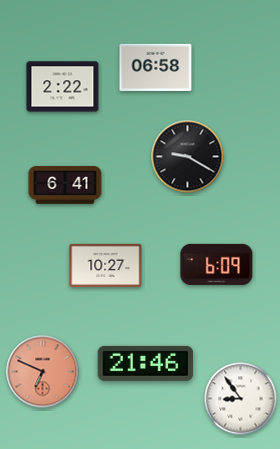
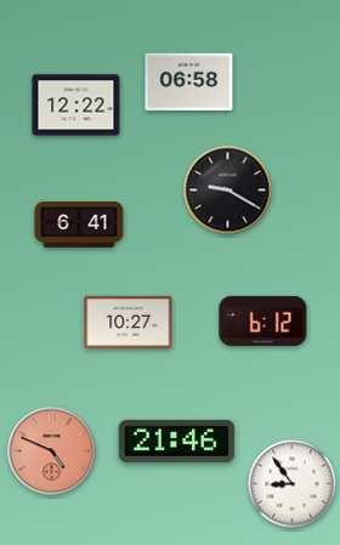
clock at (63, 87): 2:22 -> 12:22
clock at (217, 264): 6:09 -> 6:12
clock at (43, 372): 6:49 -> 4:49
